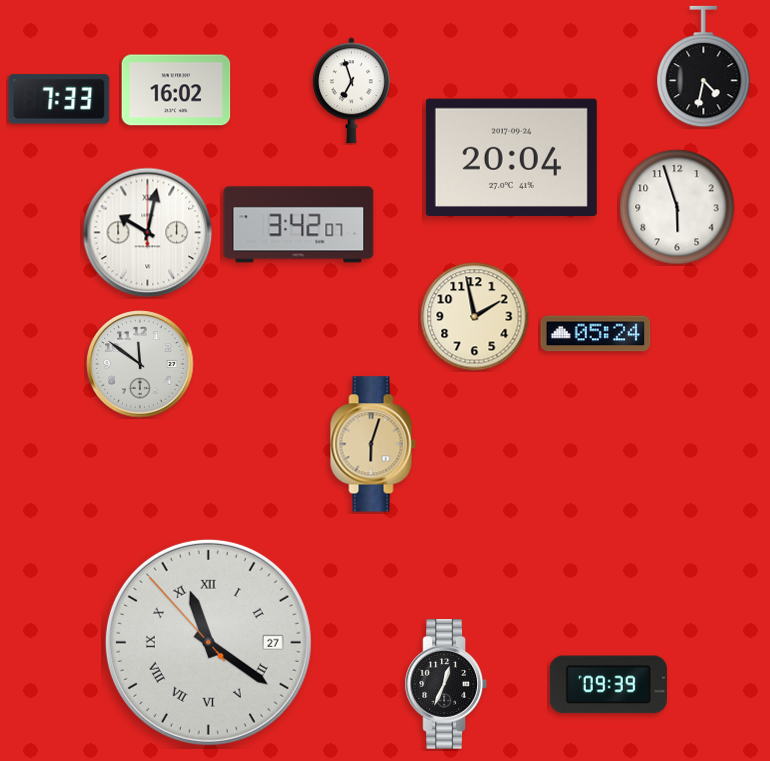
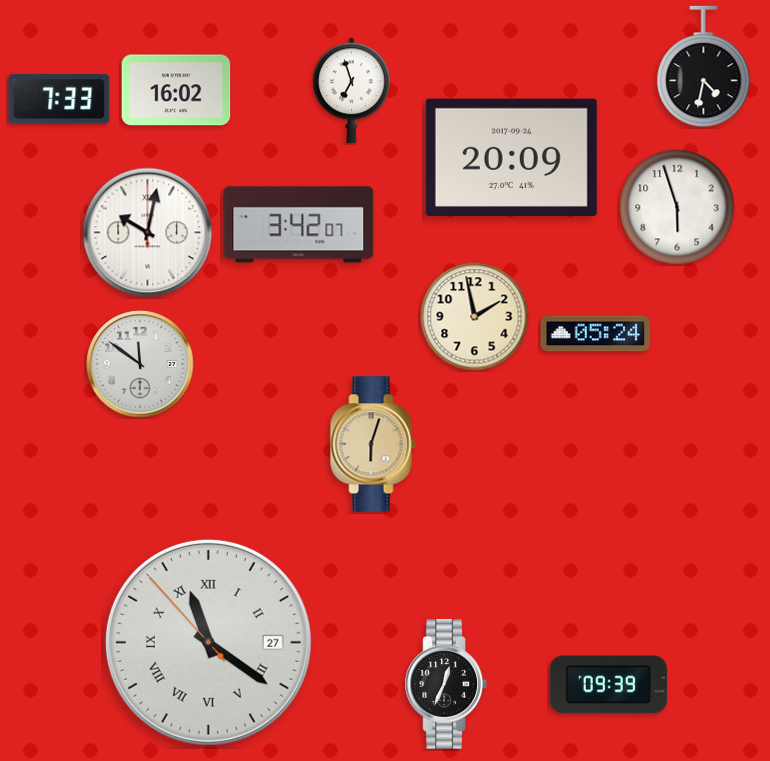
clock at (511, 157): 20:04 -> 20:09
